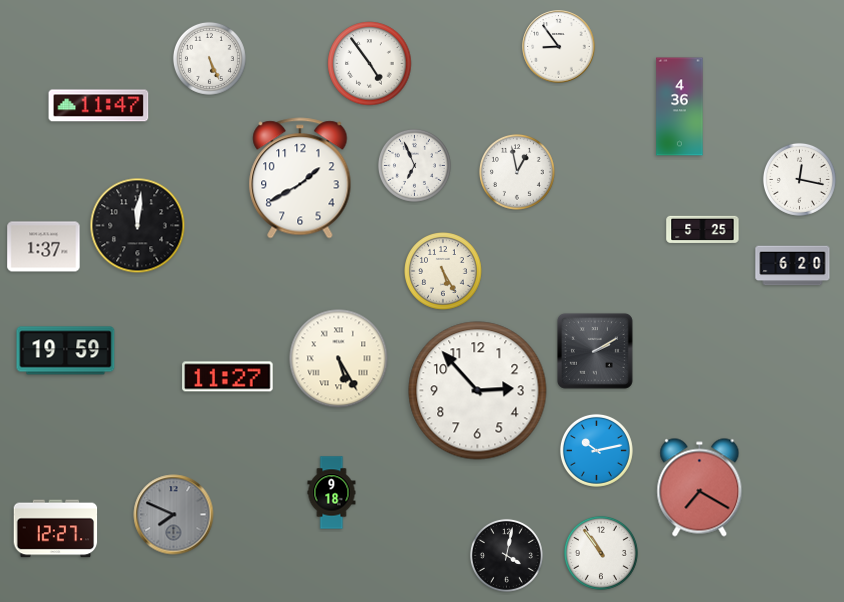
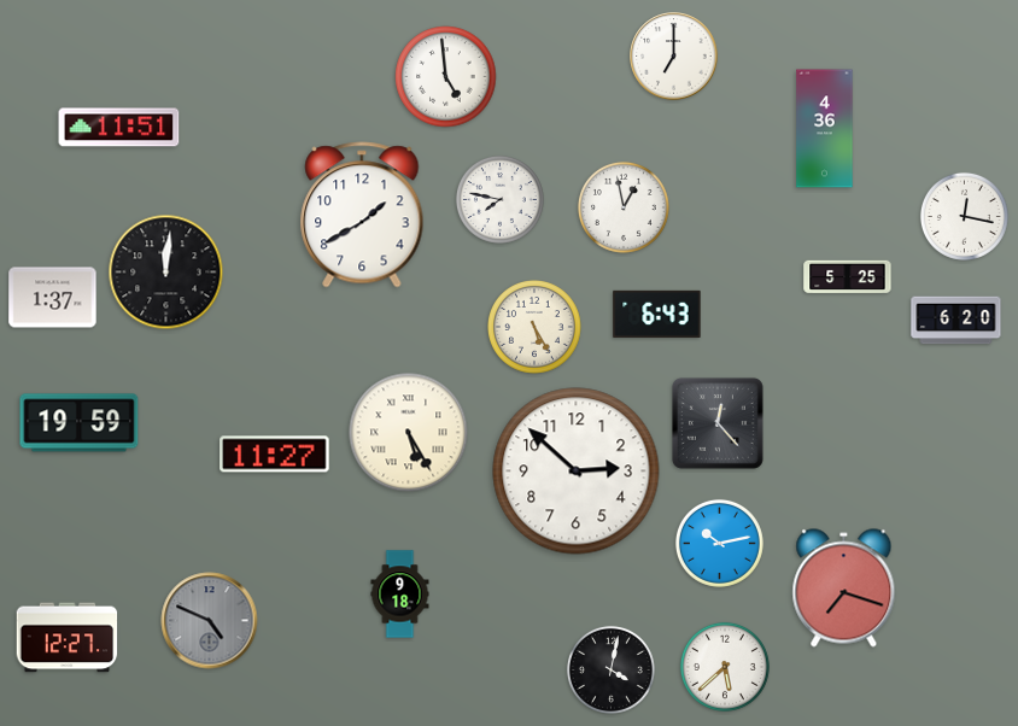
clock at (559, 47): 8:54 -> 7:00
clock at (209, 58): 5:26 -> none
clock at (370, 64): 4:54 -> 4:59
clock at (99, 106): 11:47 -> 11:51
clock at (680, 107) position: (680, 107) -> (825, 129)
clock at (414, 165): 6:56 -> 7:47
clock at (657, 314): none -> 6:43
clock at (595, 351): 2:10 -> 12:23
clock at (478, 391): 2:53 -> 2:52
clock at (700, 488): 7:20 -> 7:18
clock at (174, 515): 7:49 -> 4:49
clock at (601, 553): 10:54 -> 5:38
